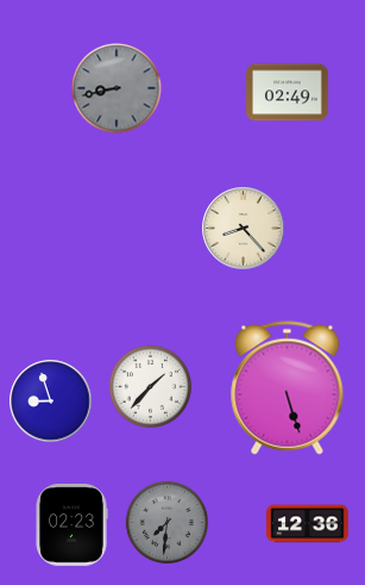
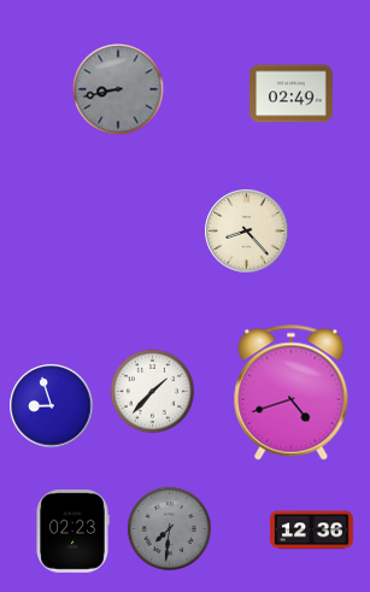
clock at (288, 388): 5:27 -> 4:42
